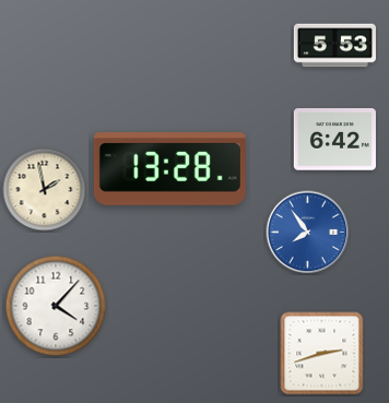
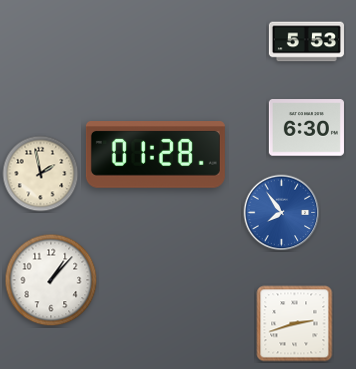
clock at (334, 140): 6:42 -> 6:30
clock at (169, 169): 13:28 -> 01:28
clock at (56, 306): 4:07 -> 1:07
